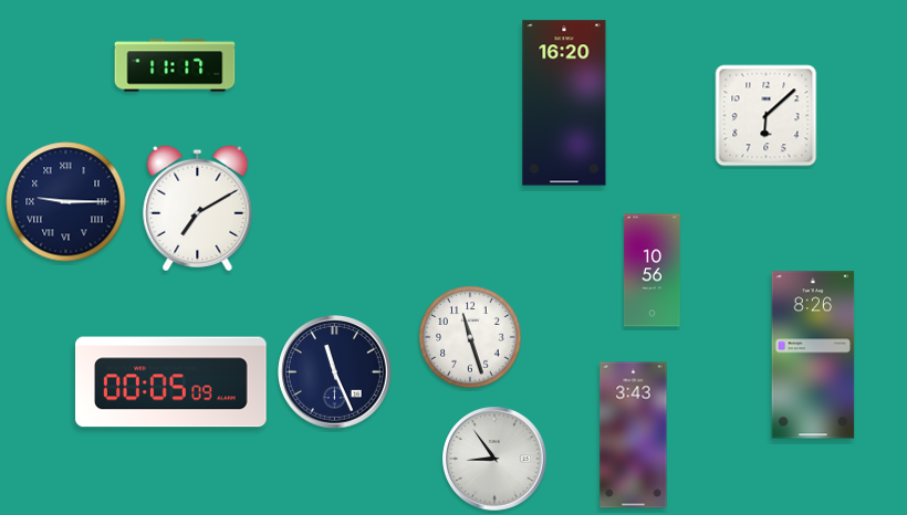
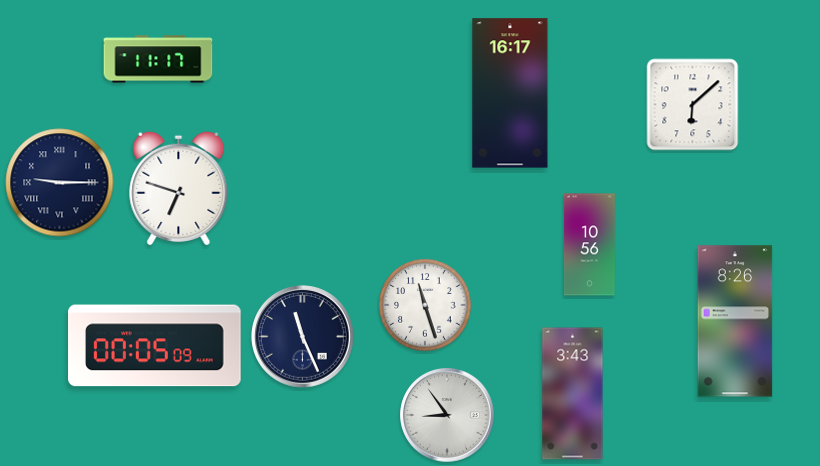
clock at (564, 103): 16:20 -> 16:17
clock at (198, 208): 7:10 -> 6:48
